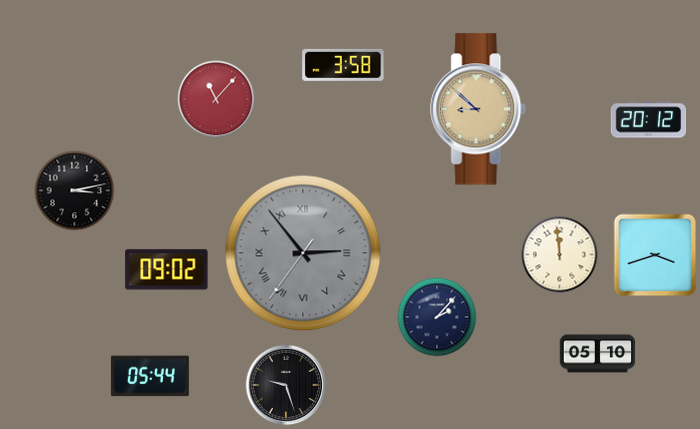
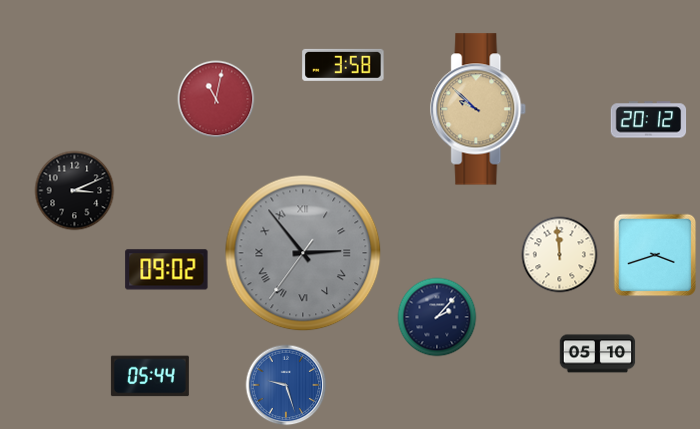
clock at (216, 99): 11:07 -> 11:02
clock at (479, 109): 8:52 -> 9:52
clock at (75, 191): 3:13 -> 3:11
clock at (286, 385) dial: black -> blue
